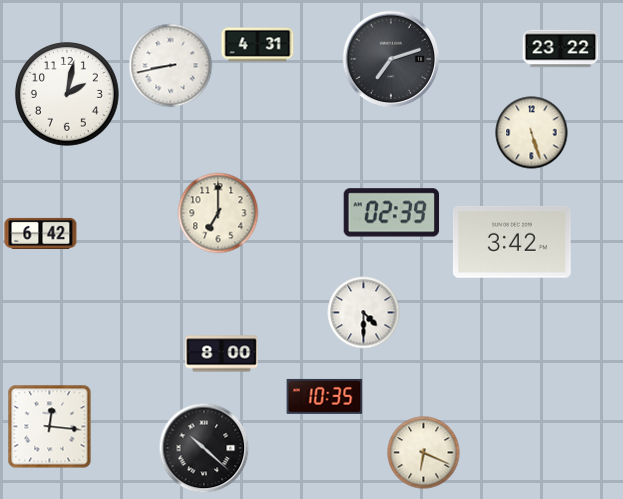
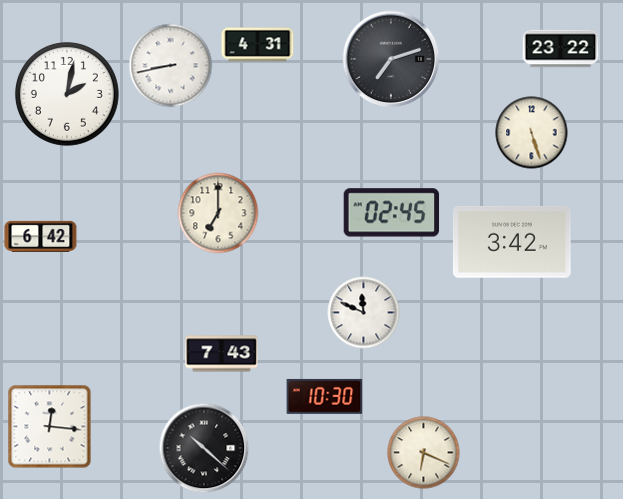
clock at (392, 213): 02:39 -> 02:45
clock at (41, 233) position: (41, 233) -> (41, 236)
clock at (364, 313): 4:30 -> 11:49
clock at (222, 354): 8:00 -> 7:43
clock at (325, 396): 10:35 -> 10:30
